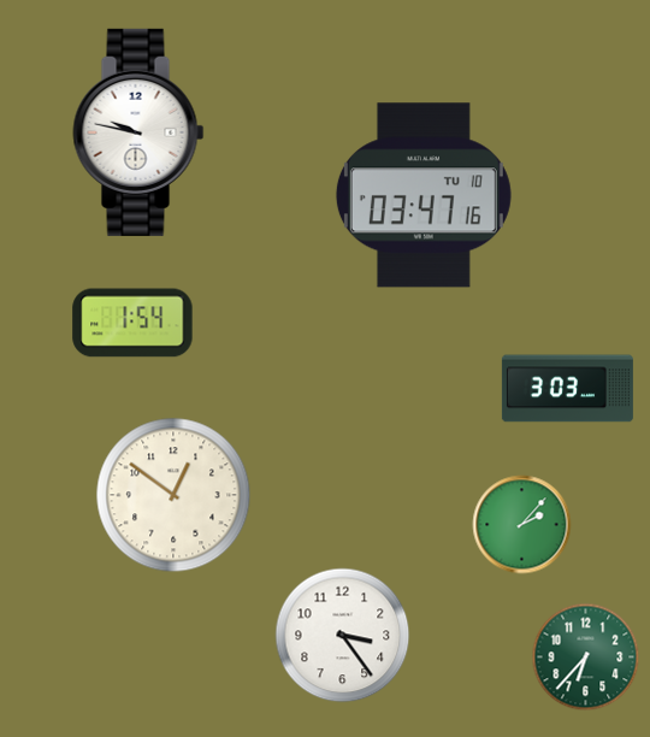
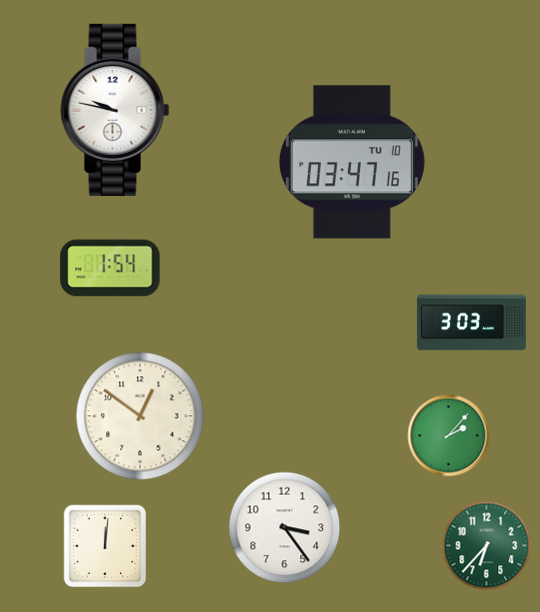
clock at (173, 495) position: (173, 495) -> (140, 416)
clock at (522, 525) position: (522, 525) -> (449, 436)
clock at (105, 546): none -> 12:01
